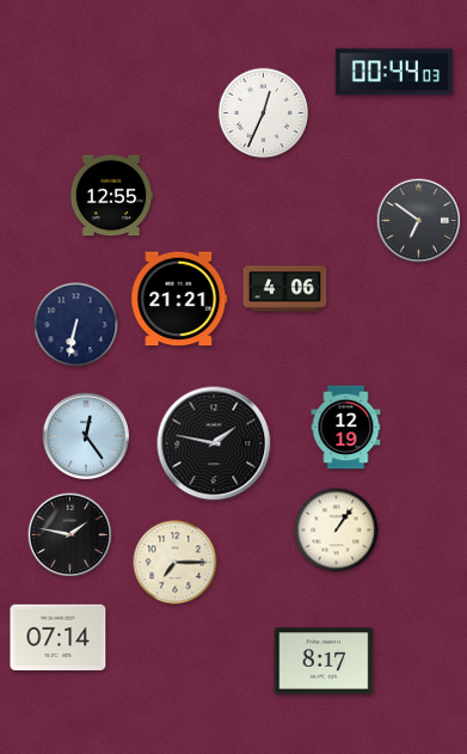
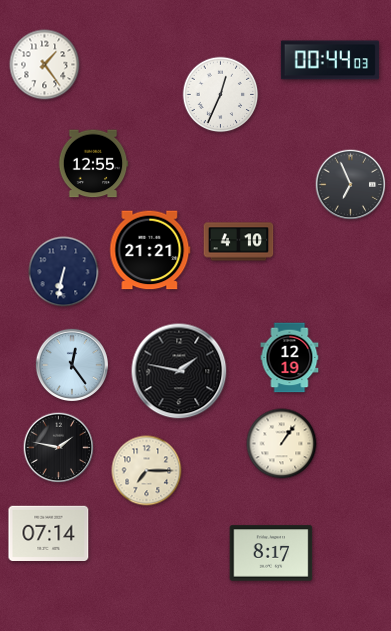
clock at (45, 65): none -> 1:24
clock at (419, 221): 6:51 -> 6:56
clock at (285, 289): 4:06 -> 4:10
